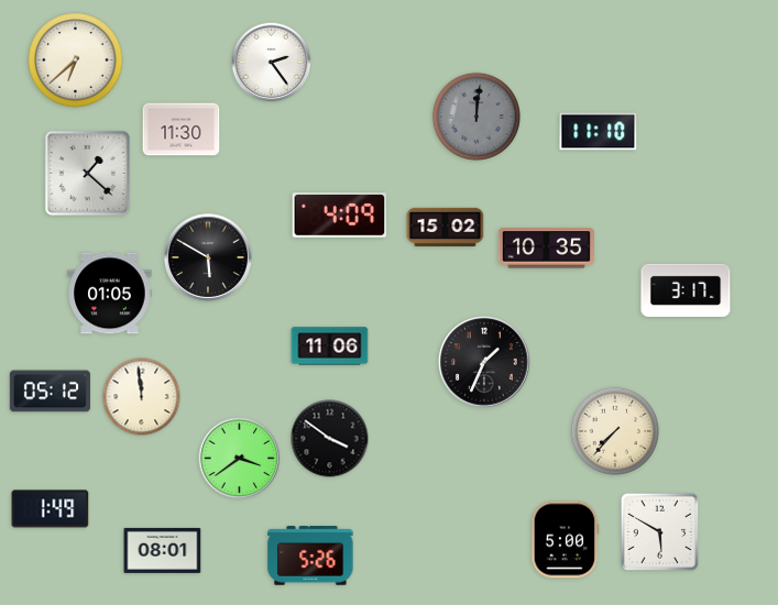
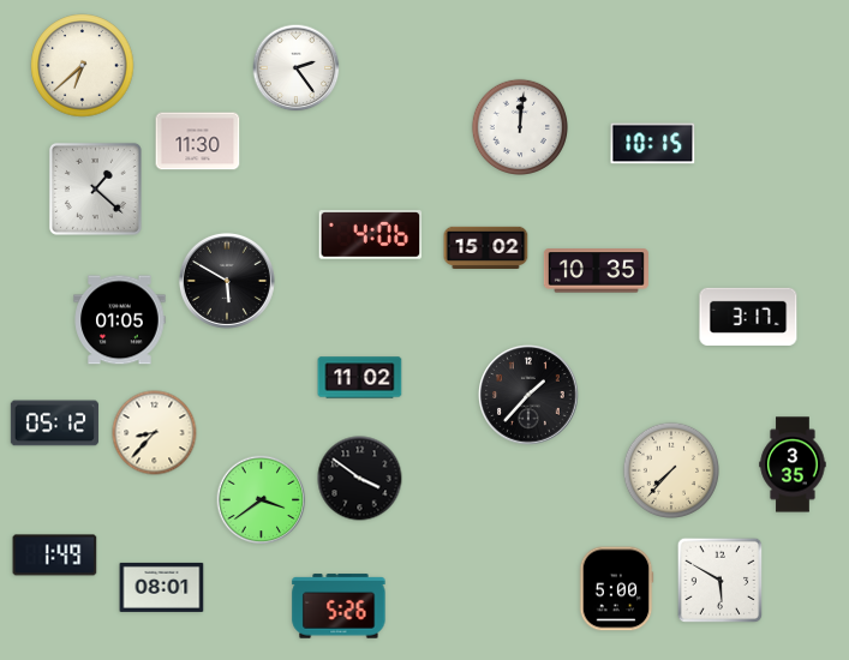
clock at (475, 116) dial: grey -> white
clock at (599, 132): 11:10 -> 10:15
clock at (340, 216): 4:09 -> 4:06
clock at (330, 346): 11:06 -> 11:02
clock at (484, 362): 1:34 -> 1:37
clock at (50, 392) position: (50, 392) -> (54, 424)
clock at (142, 397): 11:59 -> 8:37
clock at (793, 464): none -> 3:35
clock at (163, 550) position: (163, 550) -> (162, 587)
